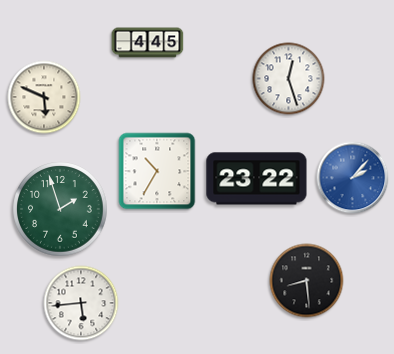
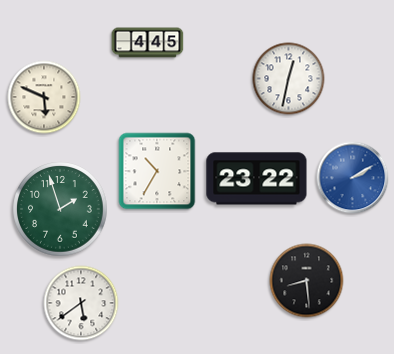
clock at (289, 79): 12:27 -> 12:32
clock at (353, 178): 2:07 -> 2:10
clock at (81, 303): 5:44 -> 5:39
